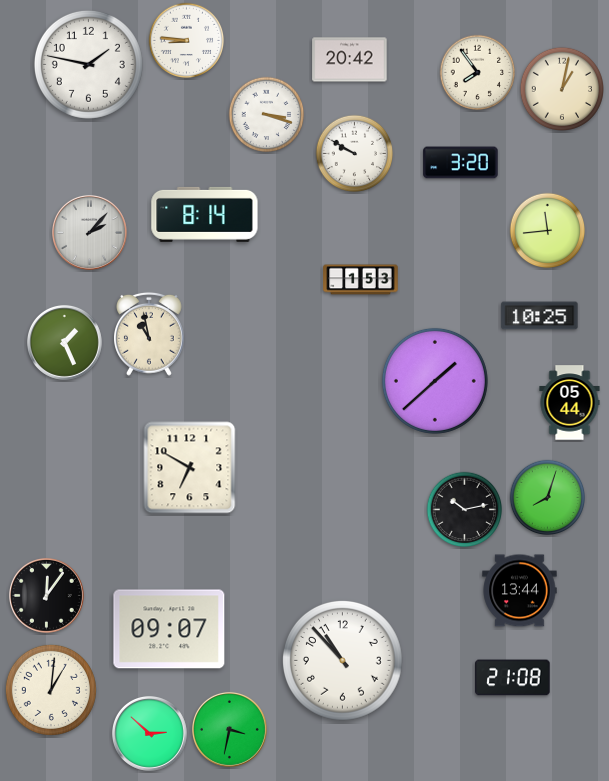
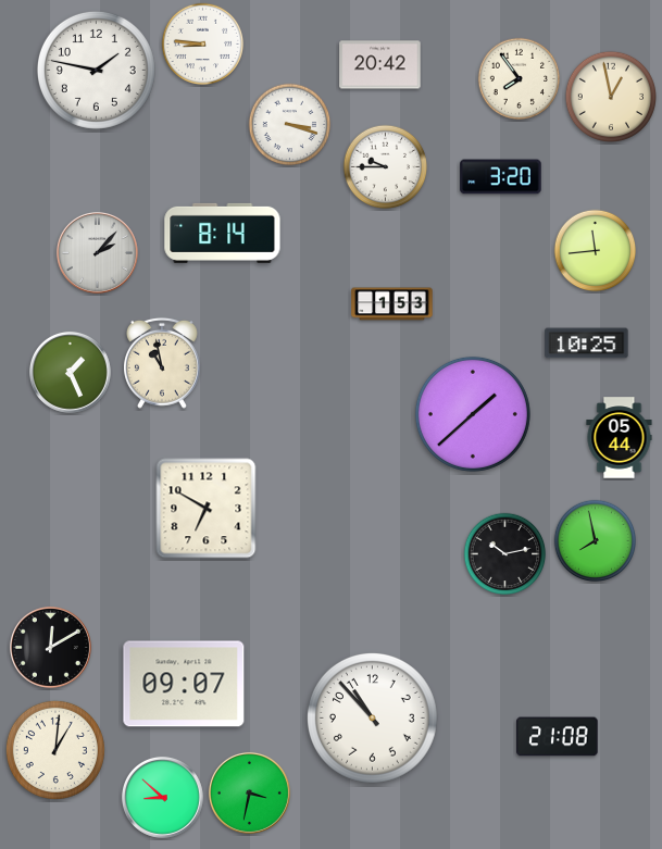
clock at (561, 88): 1:02 -> 12:58
clock at (355, 154): 9:50 -> 9:45
clock at (548, 498): 8:03 -> 7:58
clock at (520, 591): 13:44 -> none
clock at (46, 595): 12:06 -> 12:10
clock at (149, 733): 2:52 -> 8:52
